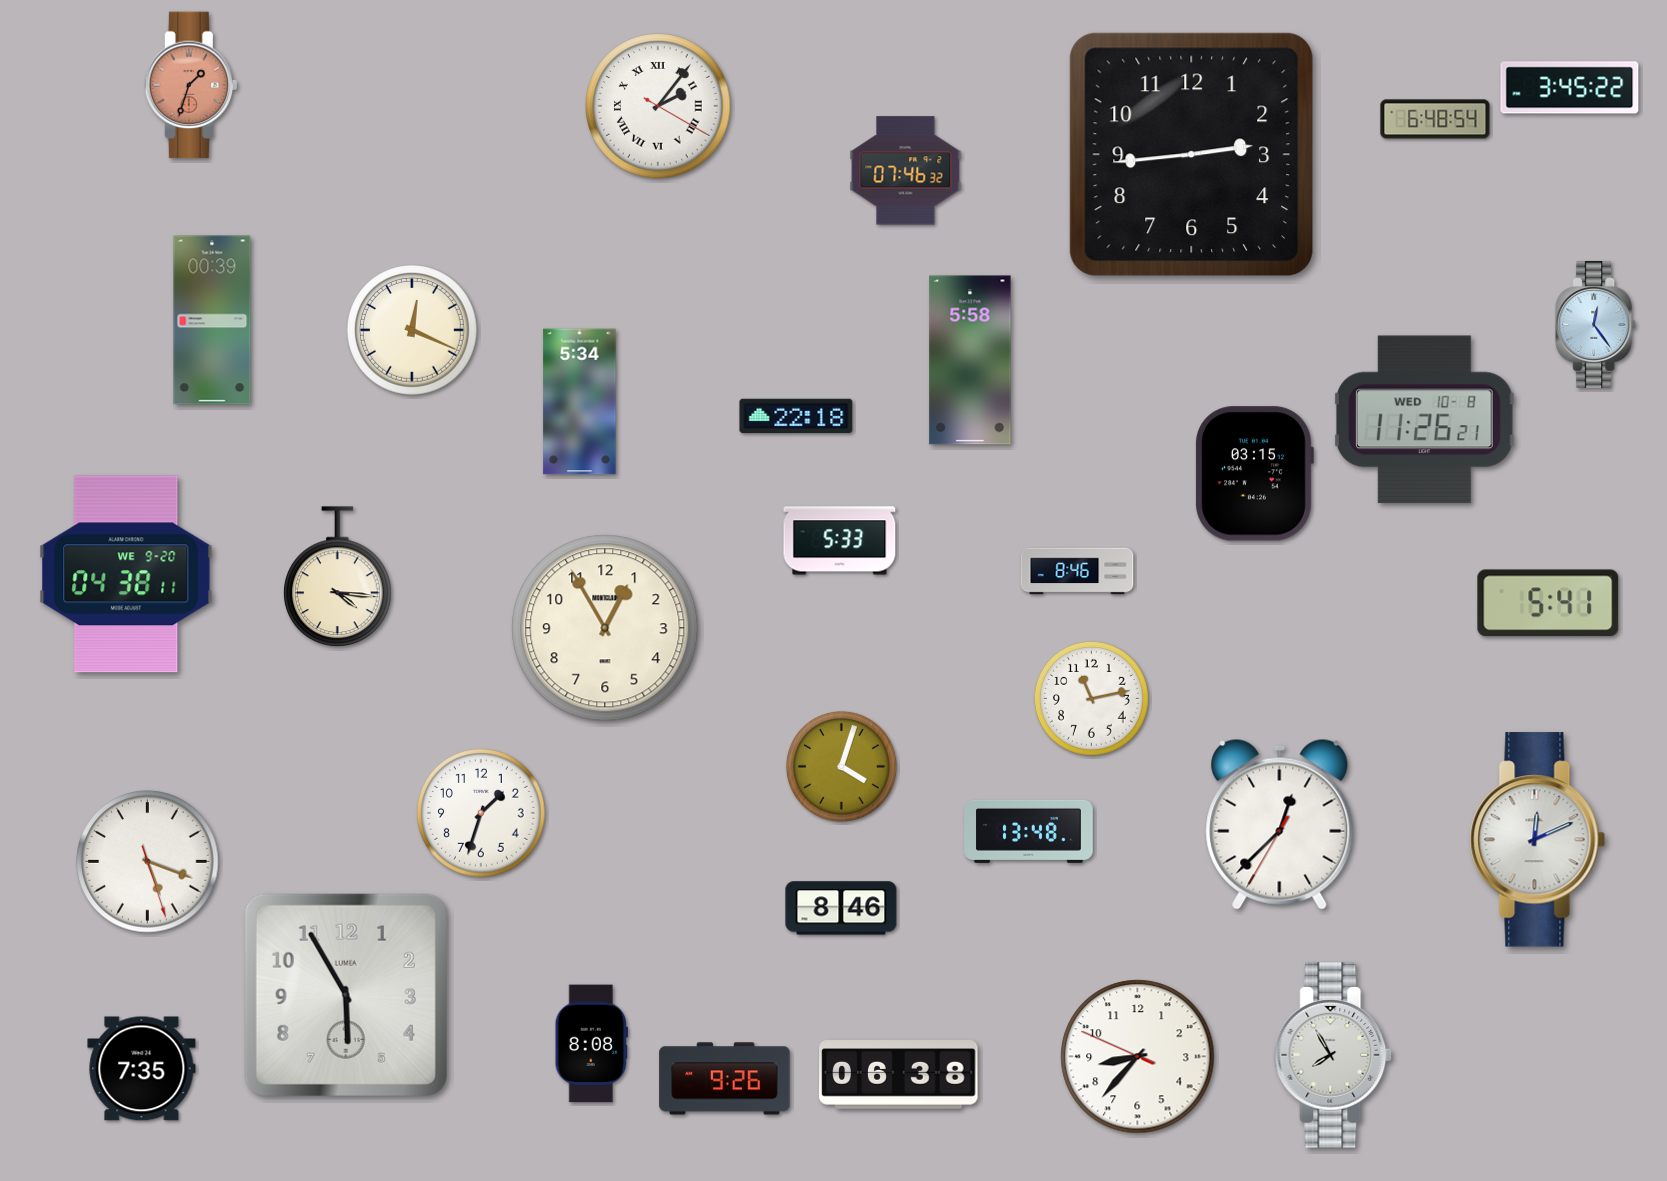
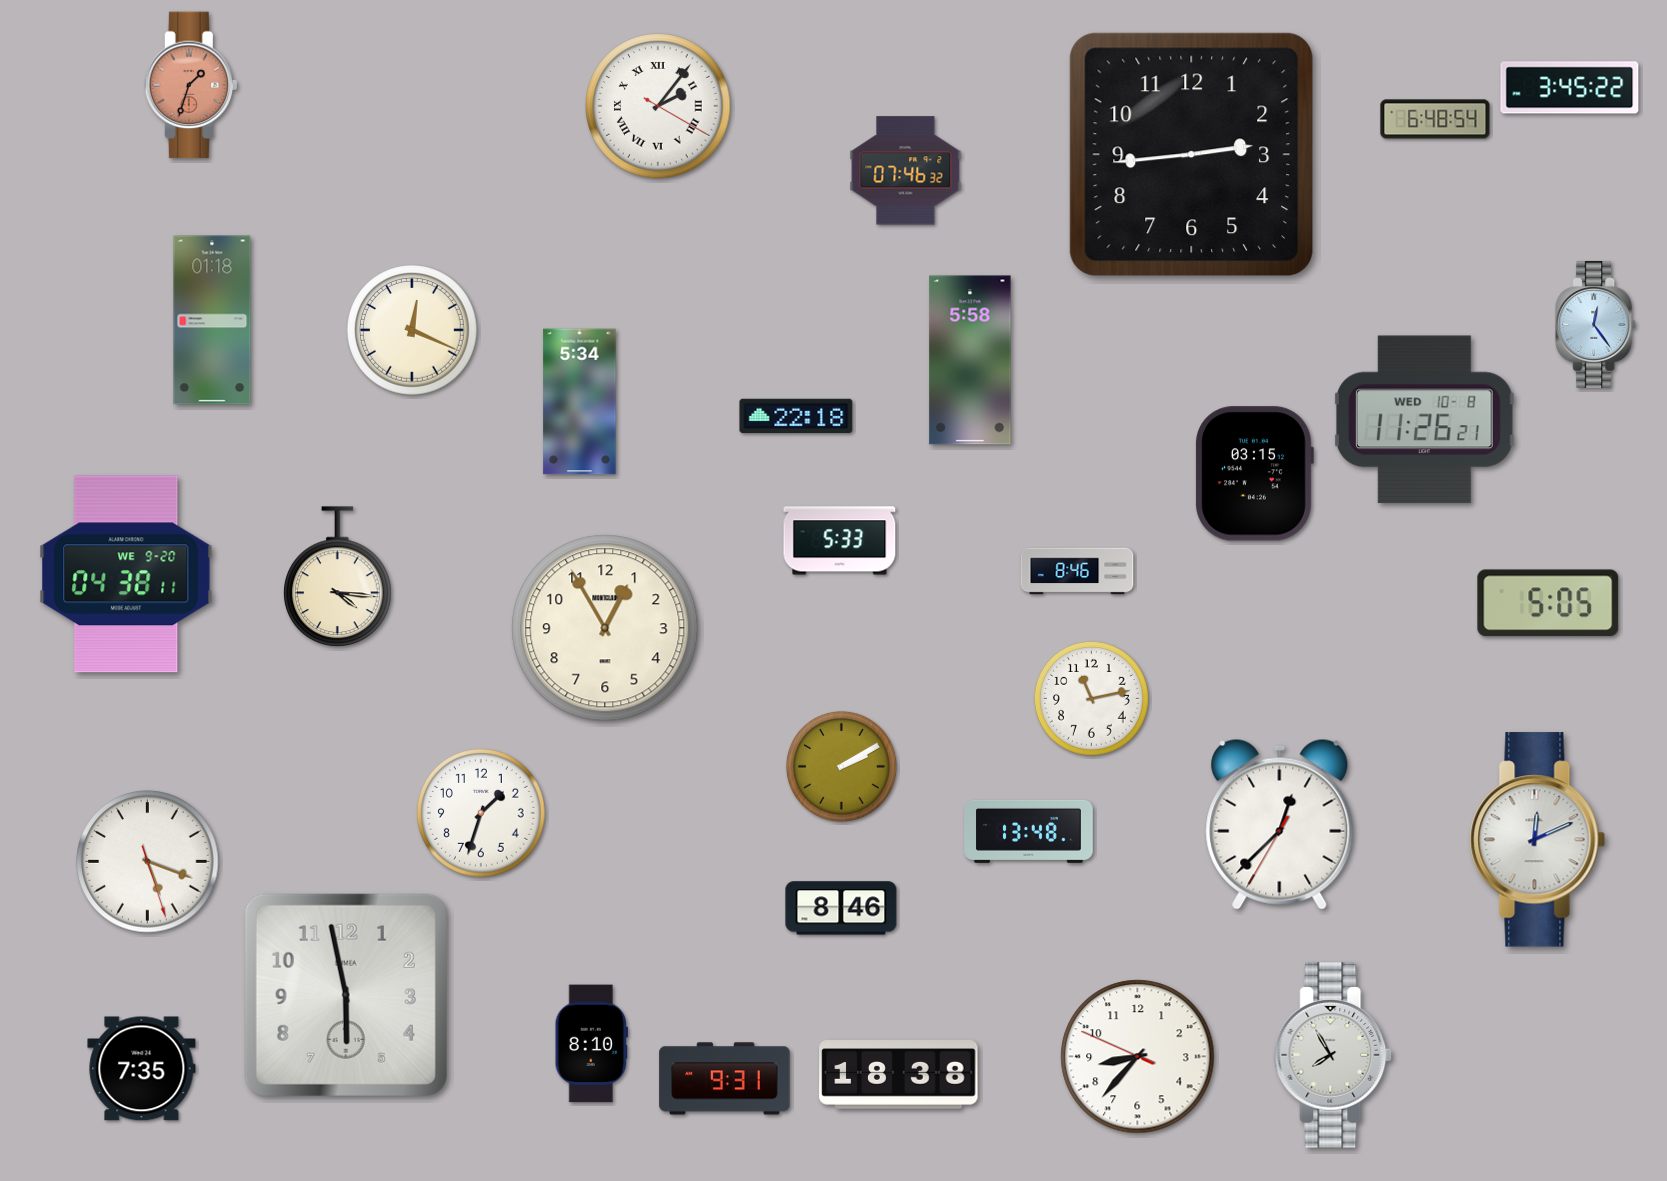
clock at (212, 320): 00:39 -> 01:18
clock at (1548, 603): 5:41 -> 5:05
clock at (841, 766): 4:03 -> 2:10
clock at (346, 995): 5:55 -> 5:58
clock at (591, 1044): 8:08 -> 8:10
clock at (899, 1075): 06:38 -> 18:38
clock at (725, 1079): 9:26 -> 9:31
